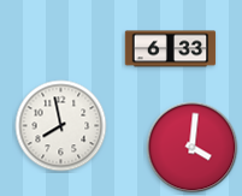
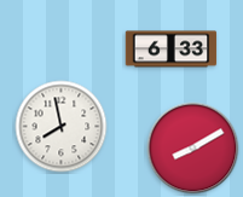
clock at (193, 148): 4:01 -> 8:10
